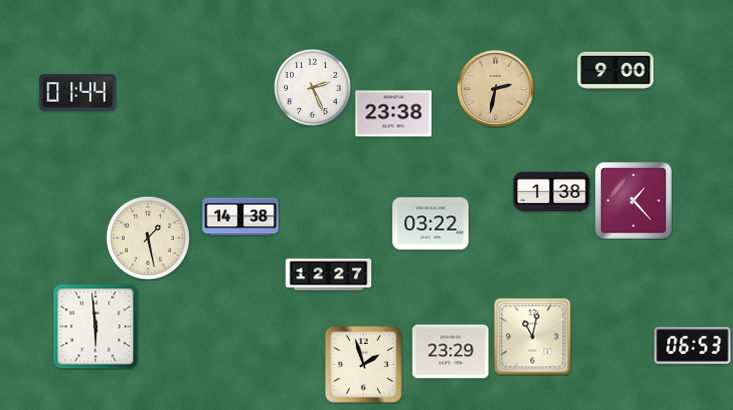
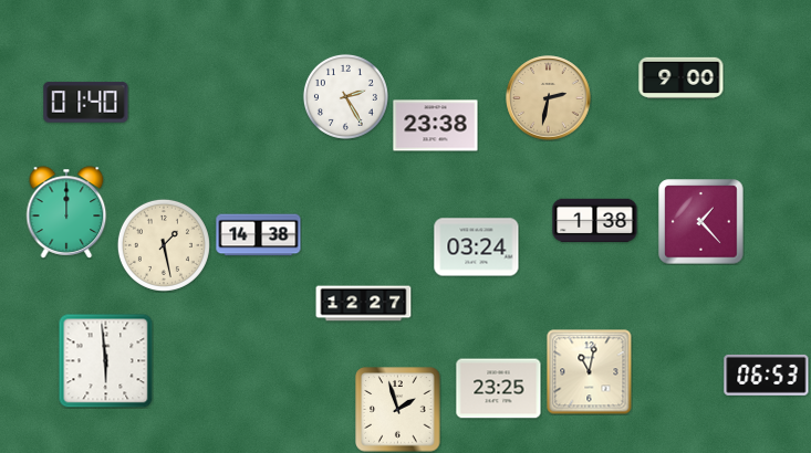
clock at (312, 87): 2:26 -> 2:25
clock at (78, 93): 01:44 -> 01:40
clock at (552, 191) position: (552, 191) -> (595, 220)
clock at (66, 212): none -> 12:00
clock at (241, 217) position: (241, 217) -> (259, 235)
clock at (431, 224): 03:22 -> 03:24
clock at (148, 238) position: (148, 238) -> (164, 245)
clock at (693, 345) position: (693, 345) -> (767, 375)
clock at (451, 352): 23:29 -> 23:25
clock at (364, 365) position: (364, 365) -> (398, 410)
